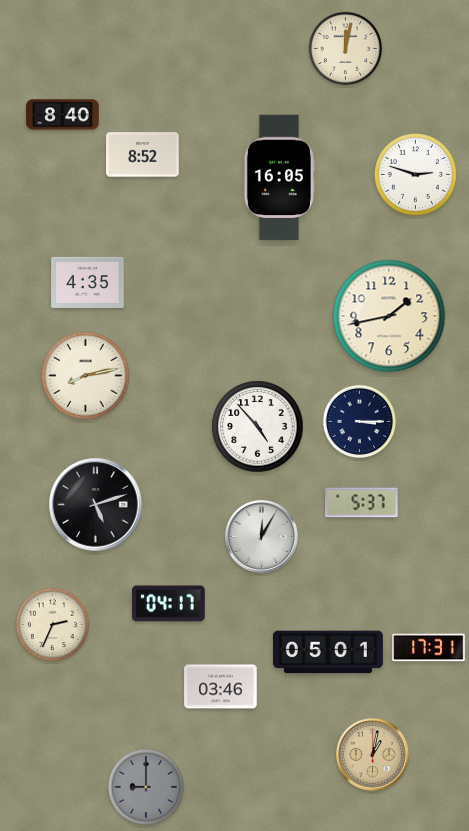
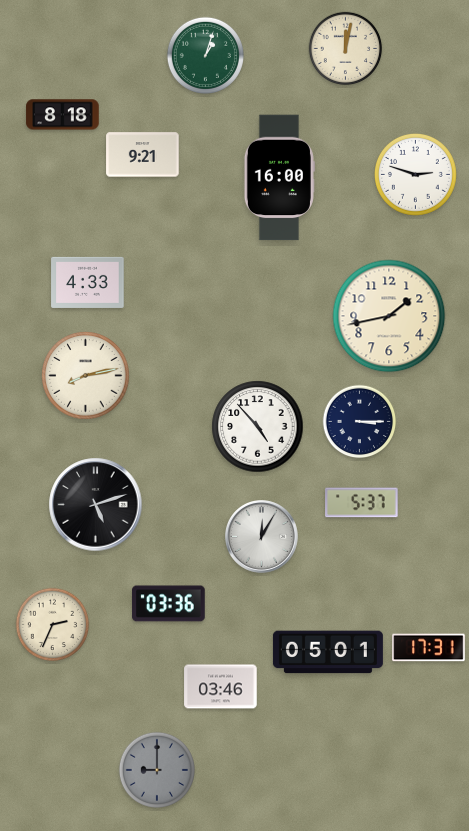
clock at (205, 55): none -> 1:03
clock at (63, 115): 8:40 -> 8:18
clock at (143, 155): 8:52 -> 9:21
clock at (279, 178): 16:05 -> 16:00
clock at (88, 282): 4:35 -> 4:33
clock at (169, 604): 04:17 -> 03:36
clock at (373, 755): 1:02 -> none
clock at (146, 787) position: (146, 787) -> (157, 770)
